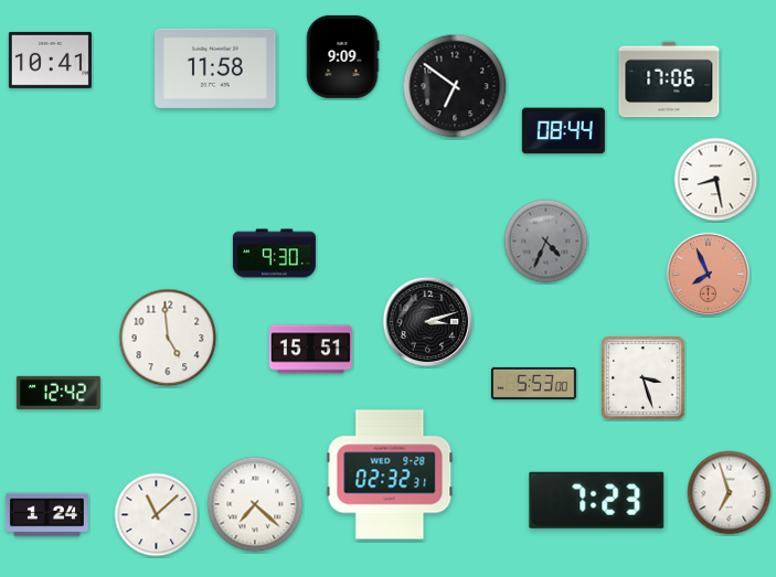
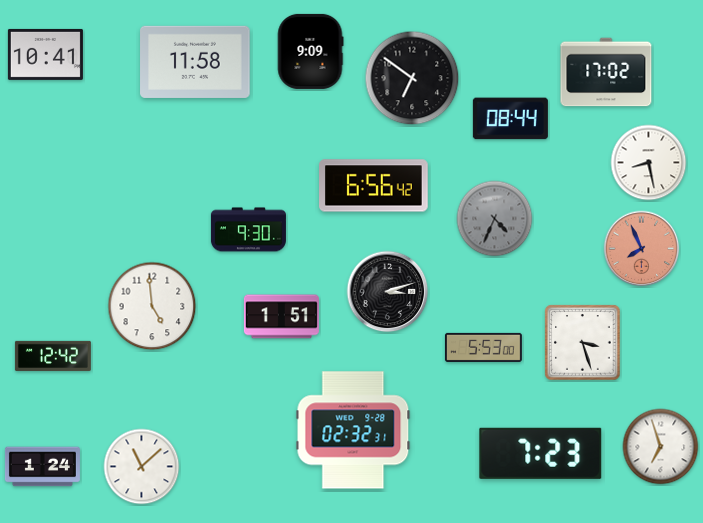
clock at (669, 79): 17:06 -> 17:02
clock at (374, 186): none -> 6:56
clock at (310, 350): 15:51 -> 1:51
clock at (255, 504): 7:22 -> none
